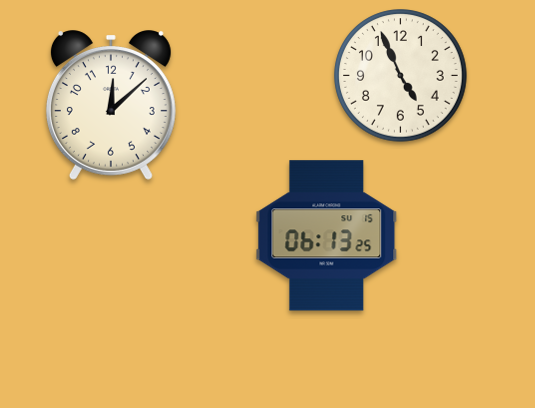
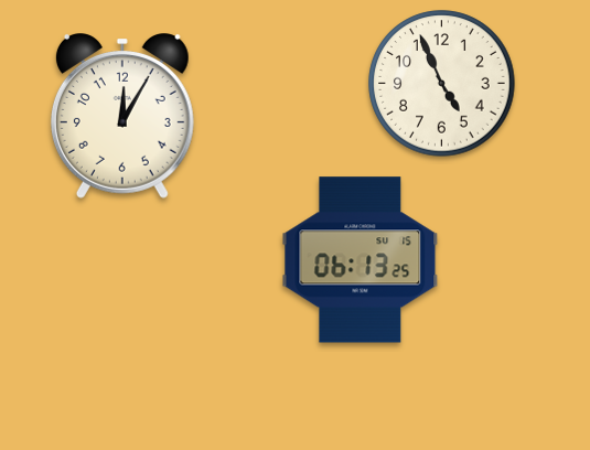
clock at (111, 105): 12:08 -> 12:05
